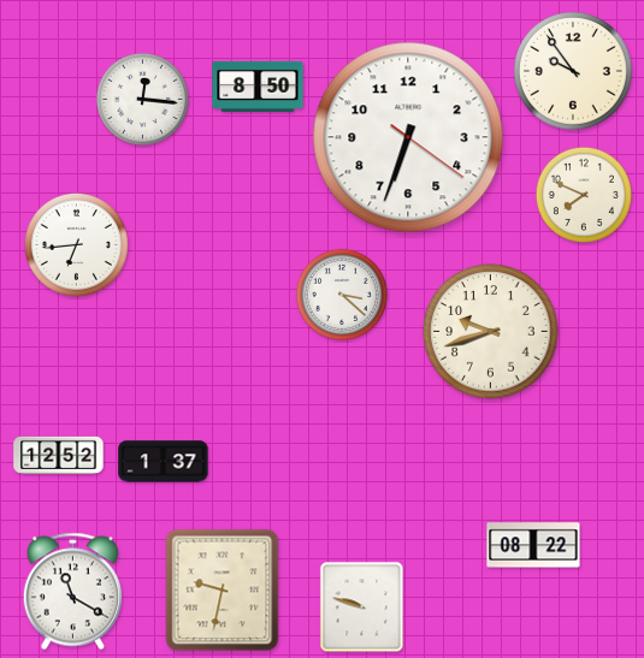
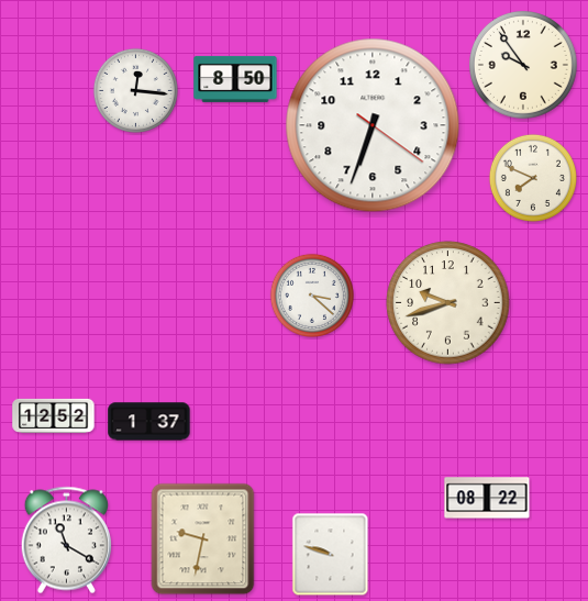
clock at (142, 99) position: (142, 99) -> (135, 90)
clock at (76, 244): 6:44 -> none
clock at (342, 295) position: (342, 295) -> (312, 296)
